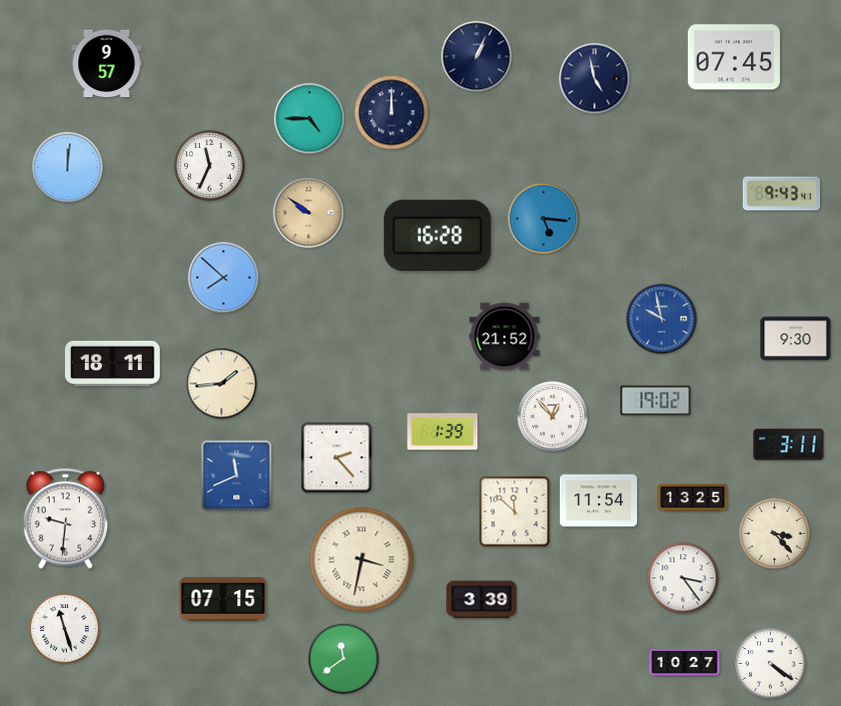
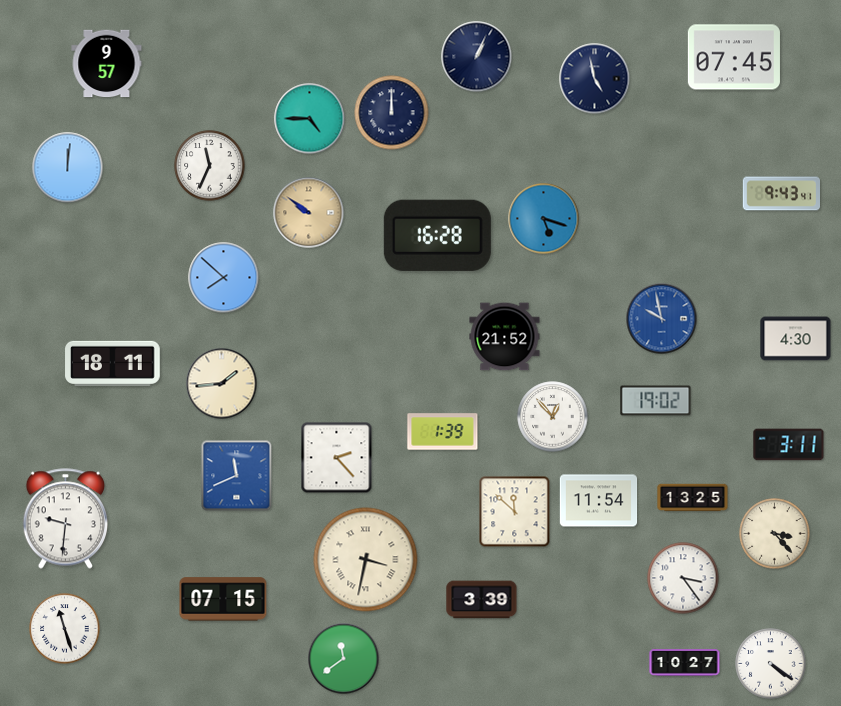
clock at (544, 219): 5:16 -> 5:18
clock at (796, 339): 9:30 -> 4:30
clock at (362, 560) position: (362, 560) -> (366, 560)
